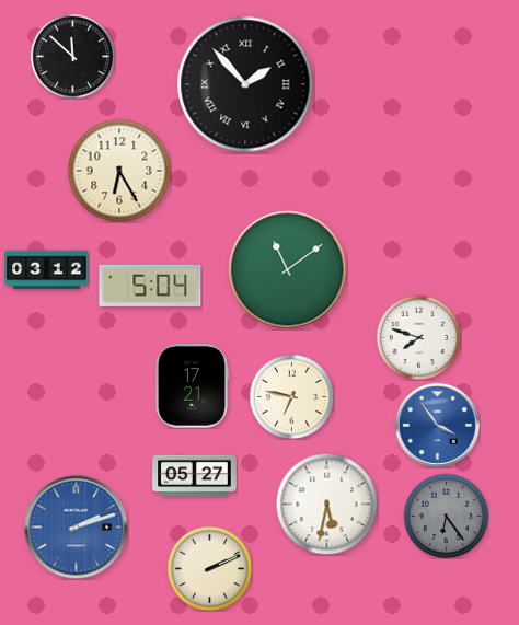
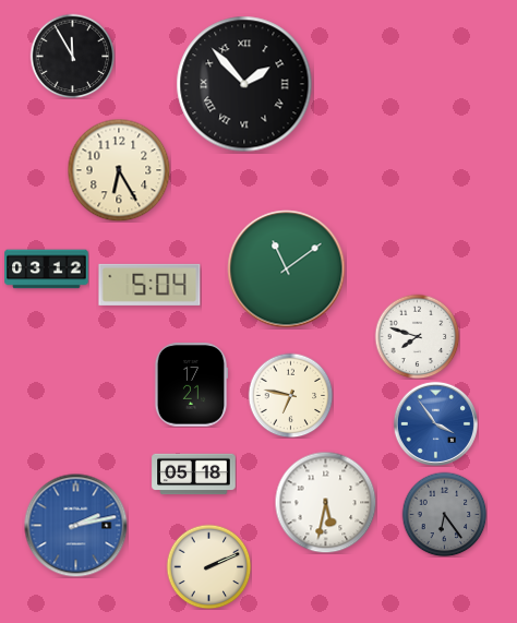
clock at (72, 56): 11:52 -> 11:55
clock at (195, 476): 05:27 -> 05:18
clock at (76, 526): 2:12 -> 2:13
